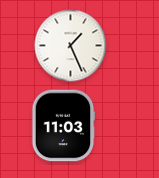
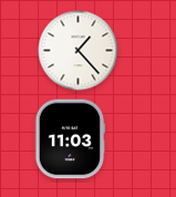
clock at (71, 46): 1:26 -> 1:23
